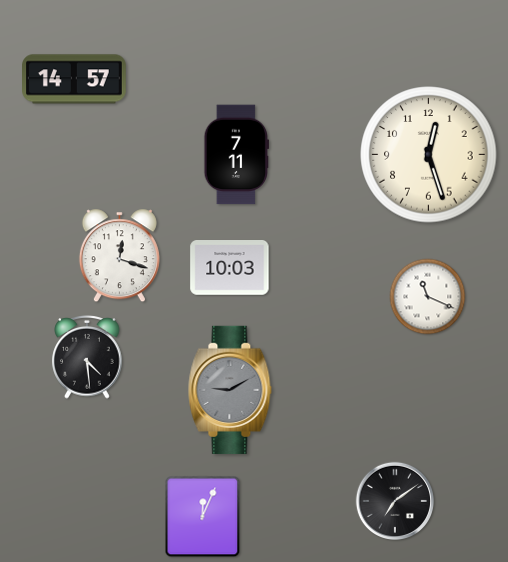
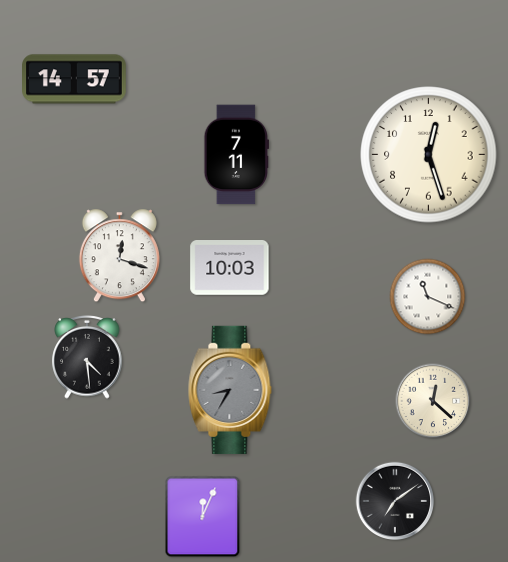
clock at (230, 390): 9:10 -> 8:35
clock at (433, 401): none -> 12:22
